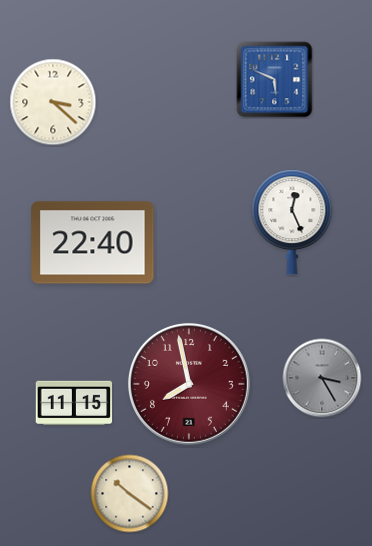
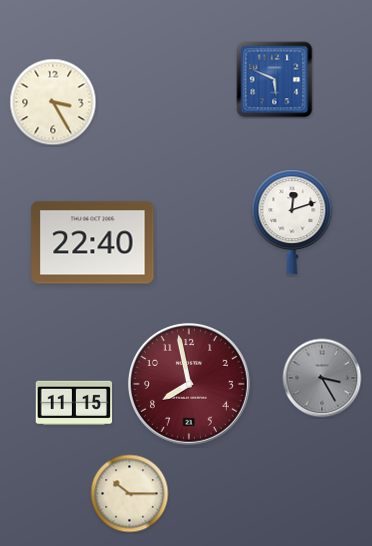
clock at (53, 102): 3:22 -> 3:25
clock at (292, 222): 12:26 -> 12:12
clock at (130, 494): 10:21 -> 10:15
